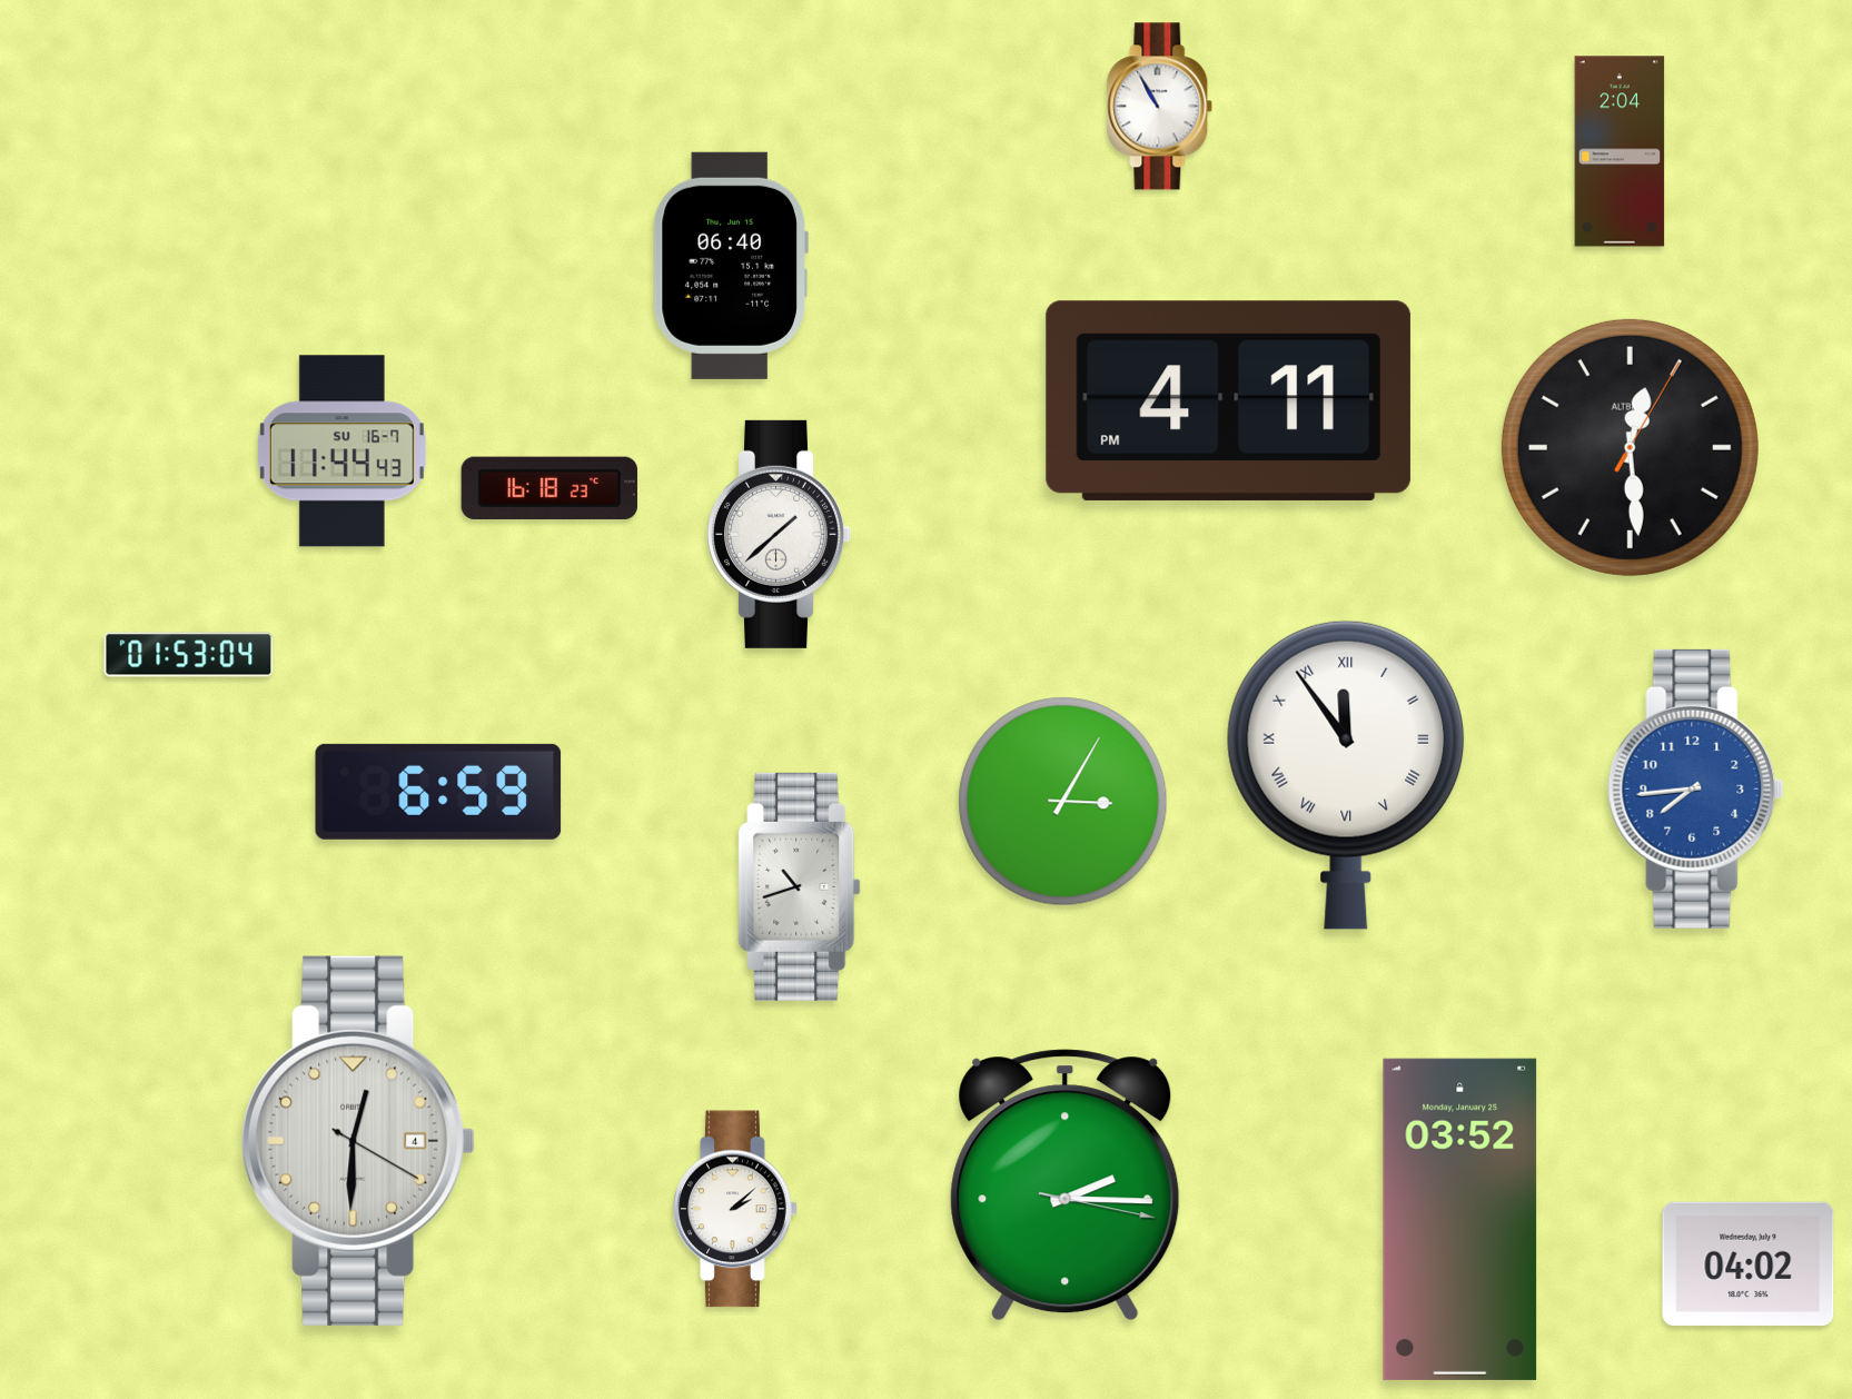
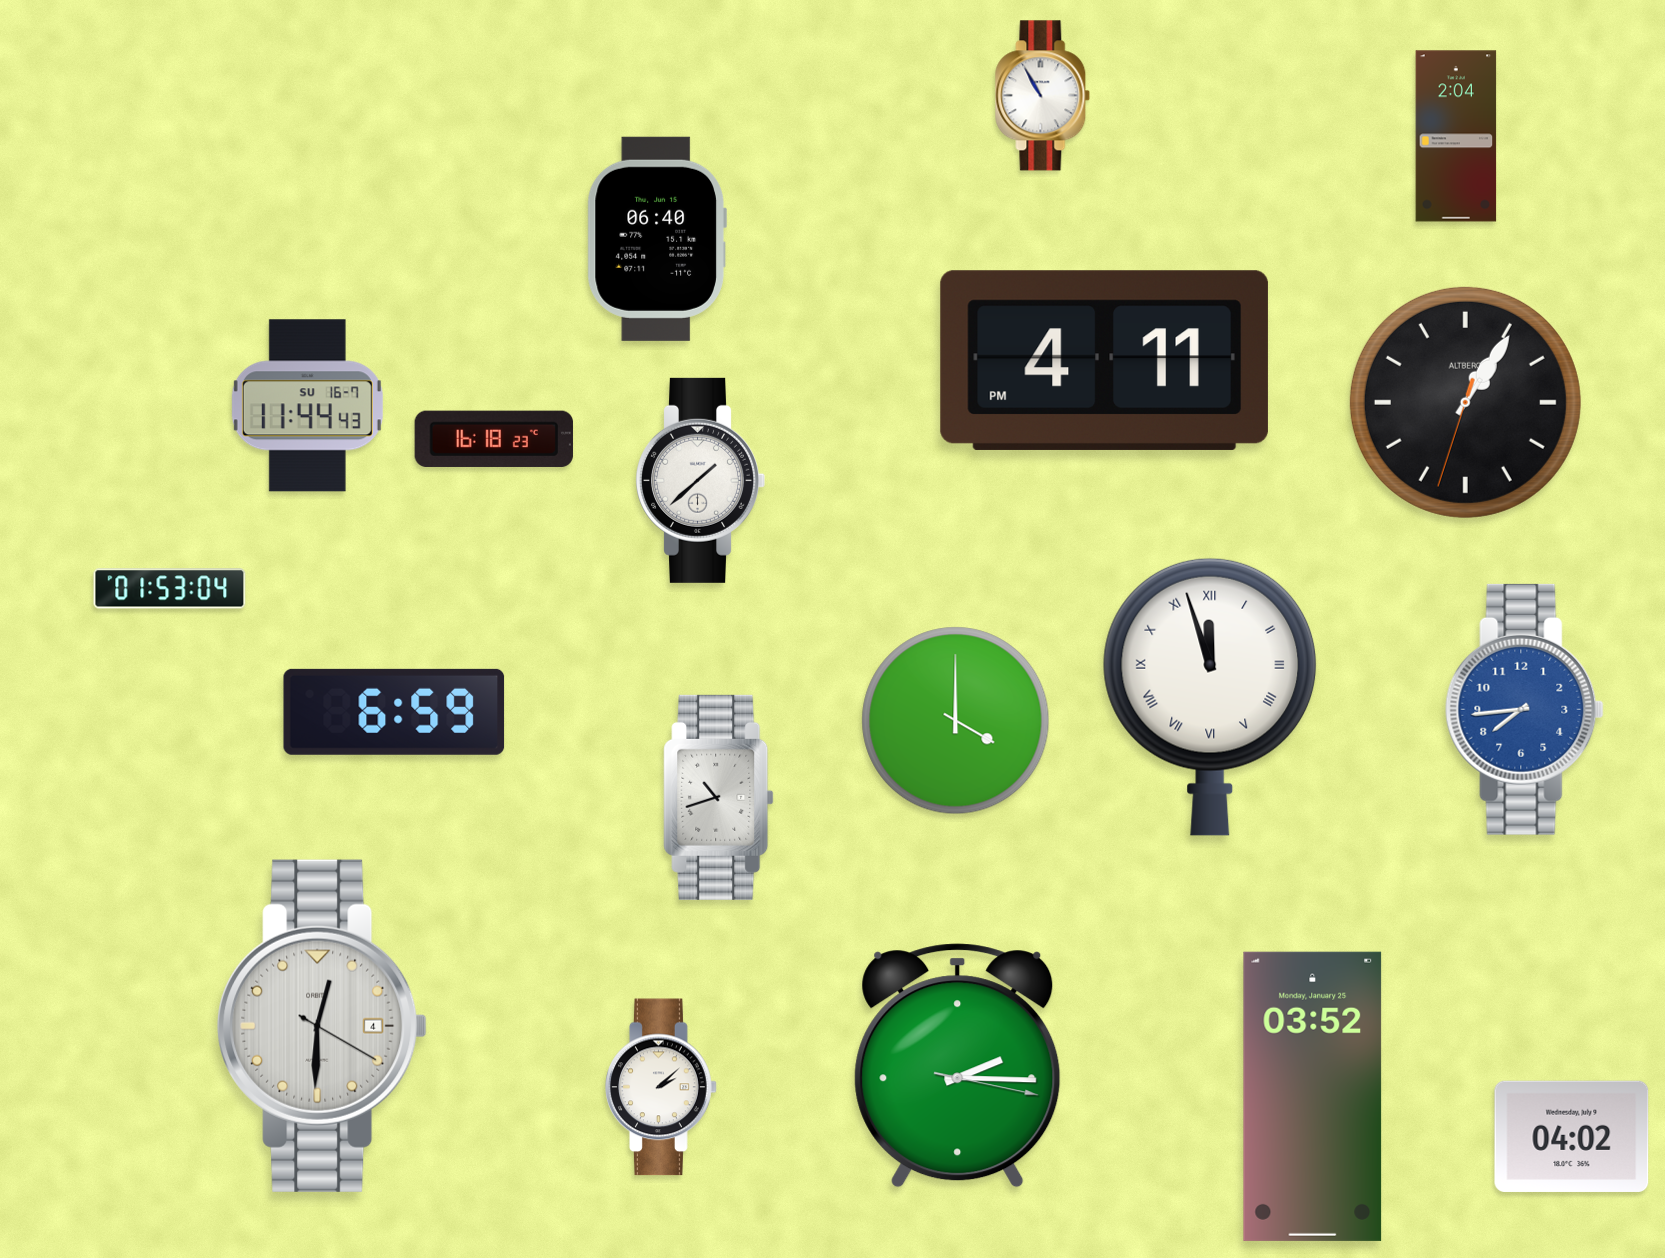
clock at (1630, 447): 12:29 -> 1:05
clock at (1346, 775): 11:54 -> 11:57
clock at (1063, 802): 3:05 -> 4:00
